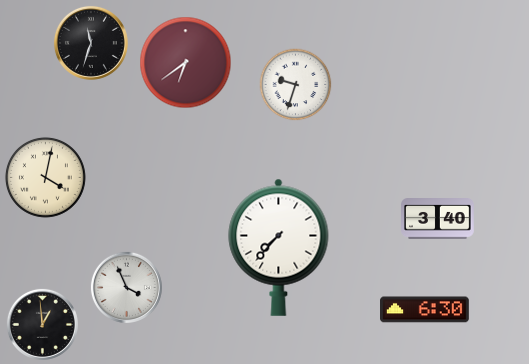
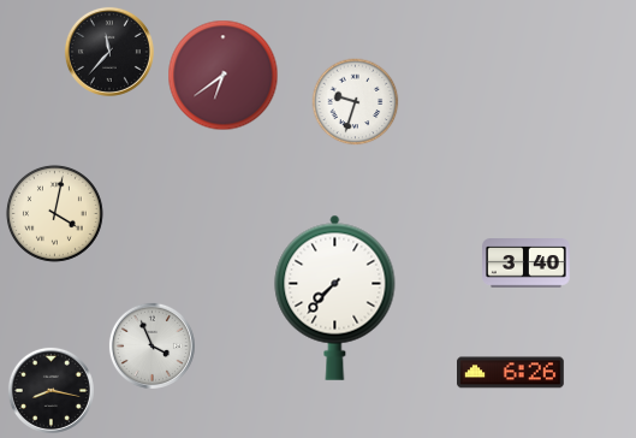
clock at (91, 43): 11:33 -> 11:37
clock at (425, 310): 6:30 -> 6:26
clock at (42, 324): 12:59 -> 8:17
